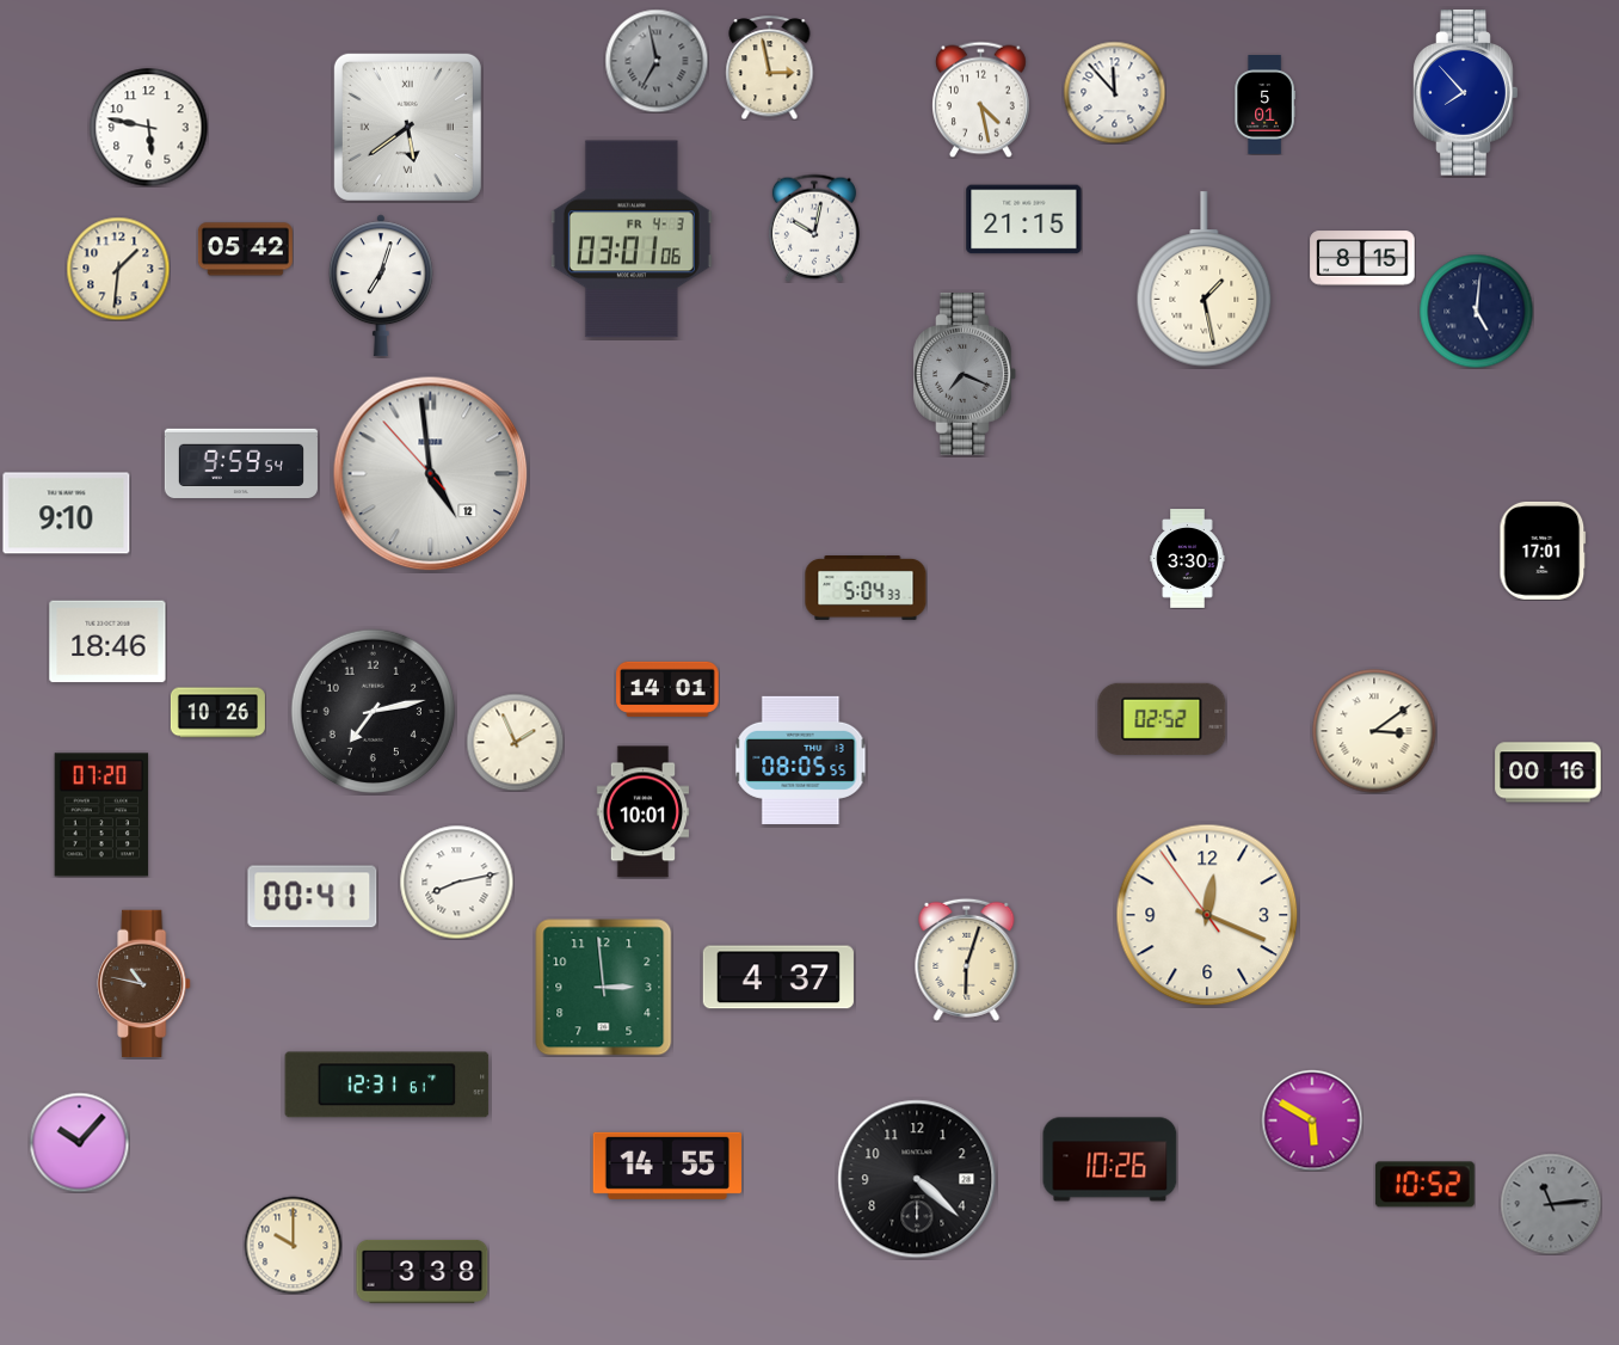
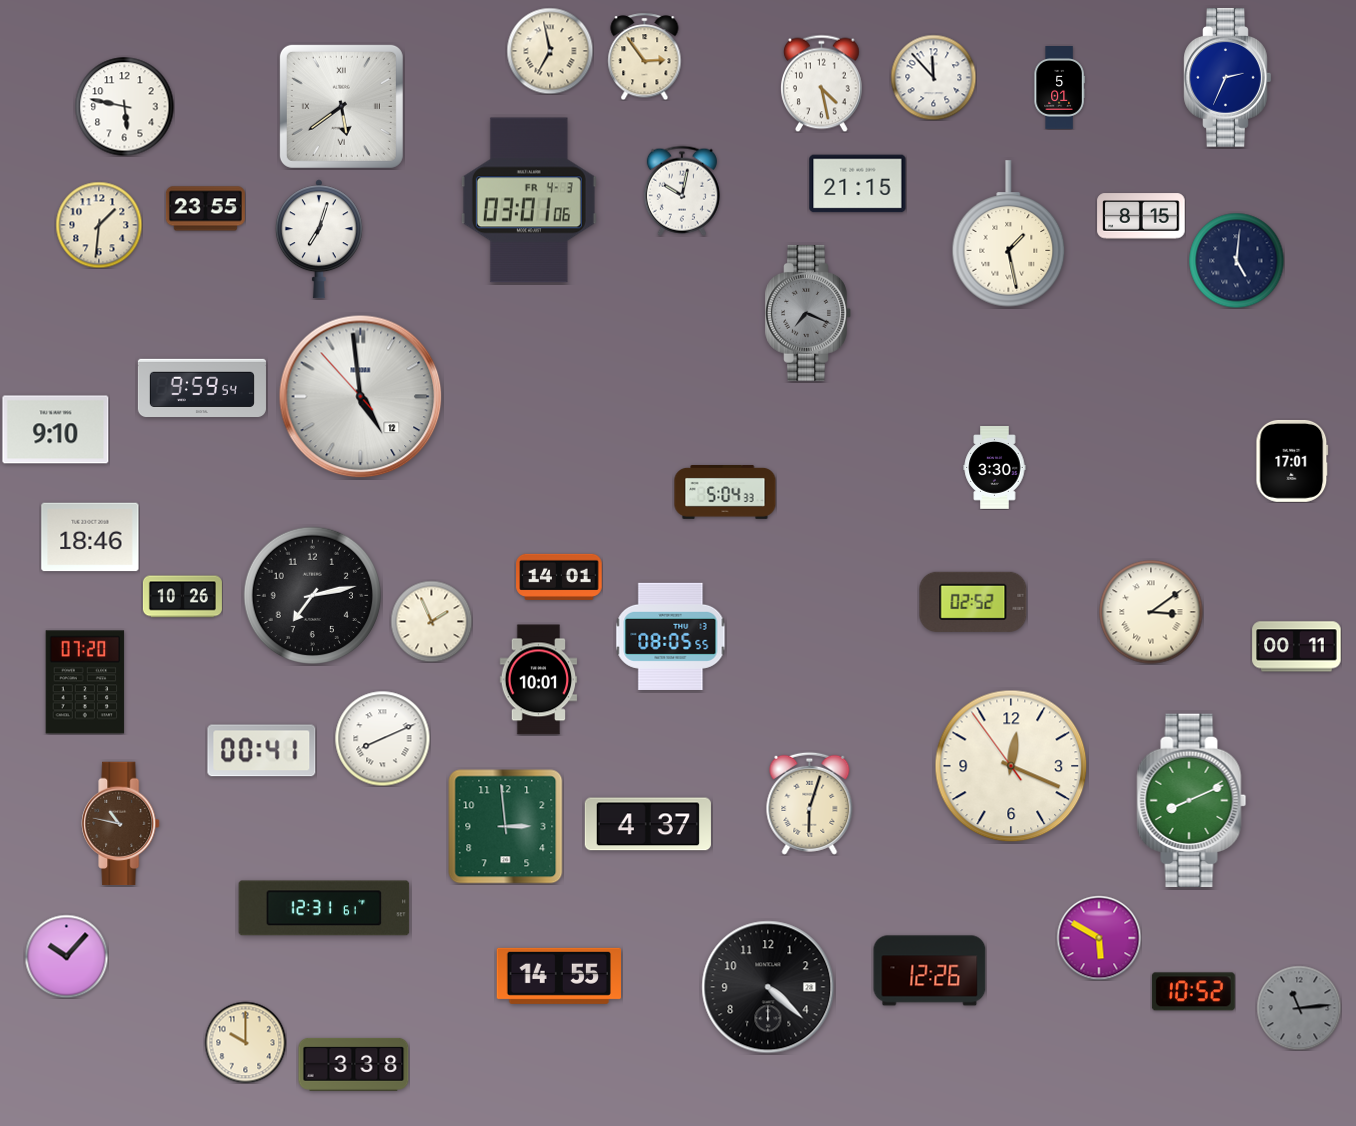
clock at (657, 61) dial: grey -> cream
clock at (770, 67): 2:58 -> 2:54
clock at (1466, 93): 7:53 -> 2:34
clock at (245, 250): 05:42 -> 23:55
clock at (1549, 773): 00:16 -> 00:11
clock at (456, 882): 8:13 -> 8:11
clock at (1192, 800): none -> 8:11
clock at (778, 977) position: (778, 977) -> (648, 824)
clock at (1110, 1160): 10:26 -> 12:26
